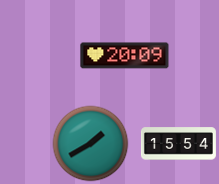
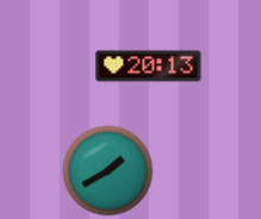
clock at (125, 56): 20:09 -> 20:13
clock at (178, 144): 15:54 -> none
